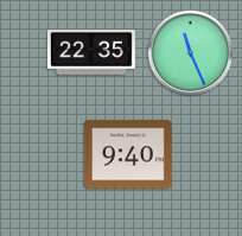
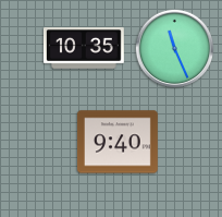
clock at (91, 53): 22:35 -> 10:35
